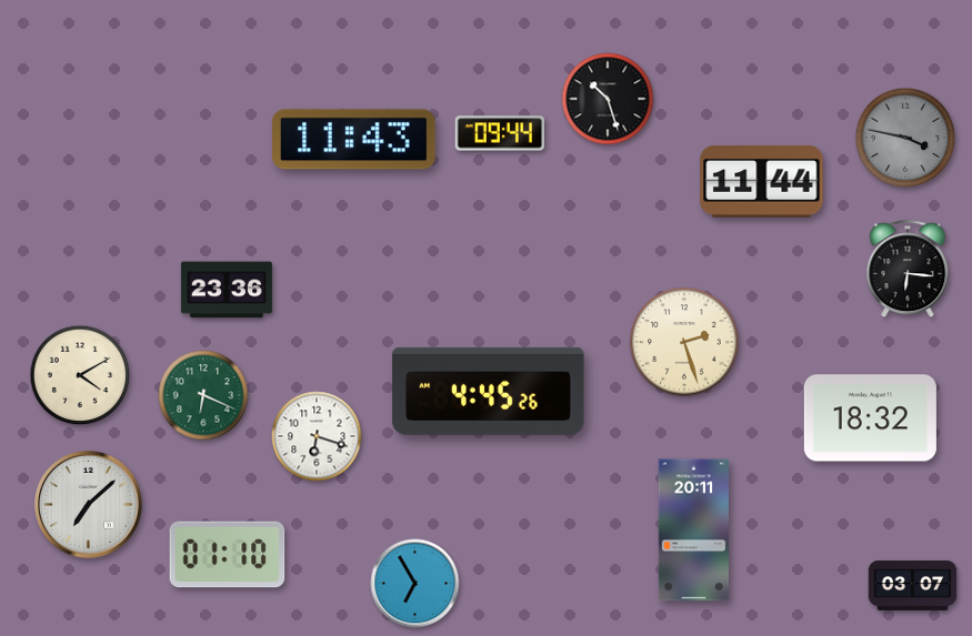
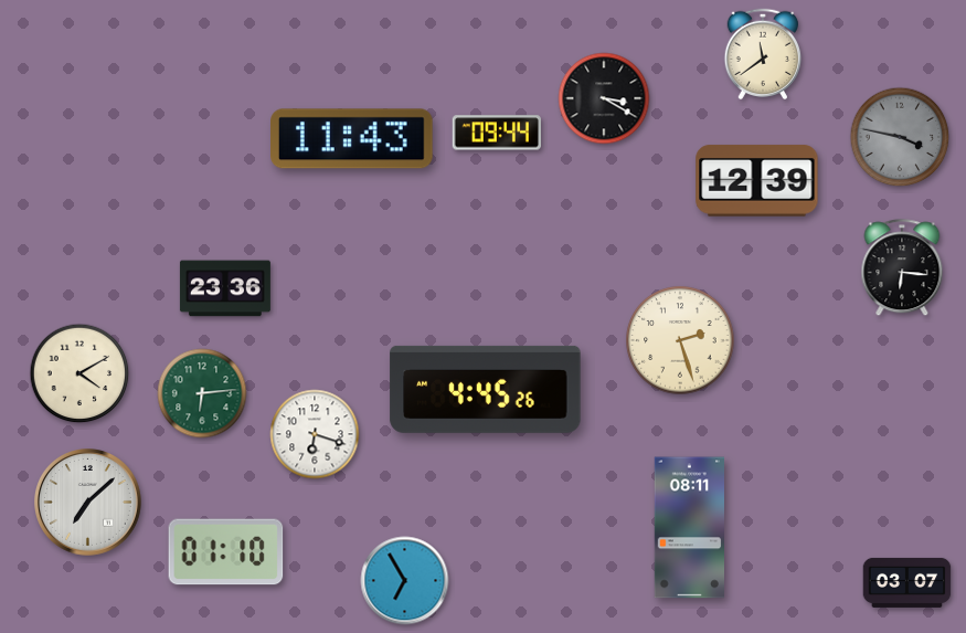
clock at (763, 53): none -> 11:39
clock at (608, 99): 10:27 -> 3:20
clock at (762, 182): 11:44 -> 12:39
clock at (203, 395): 6:19 -> 6:14
clock at (870, 418): 18:32 -> none
clock at (693, 531): 20:11 -> 08:11
clock at (415, 584) position: (415, 584) -> (405, 581)
